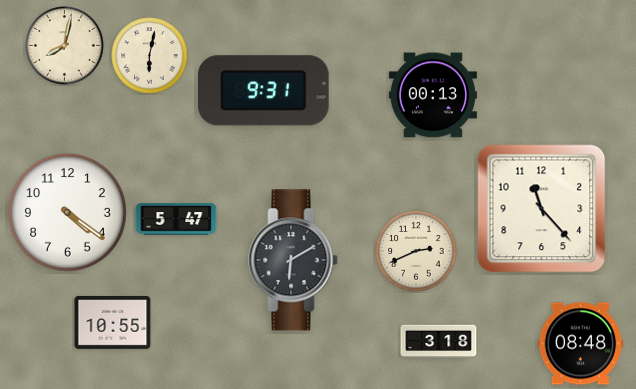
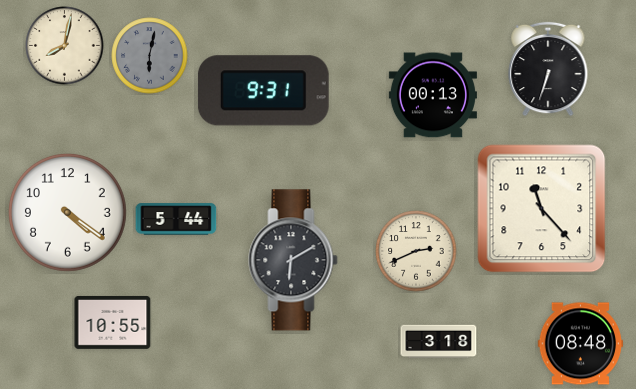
clock at (150, 56) dial: cream -> grey
clock at (548, 69): none -> 6:33
clock at (176, 219): 5:47 -> 5:44
